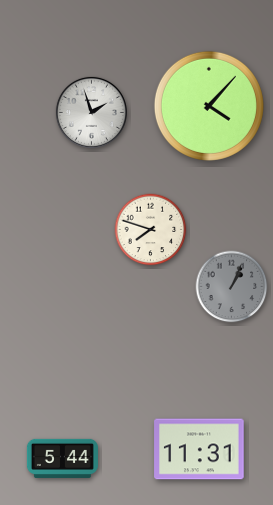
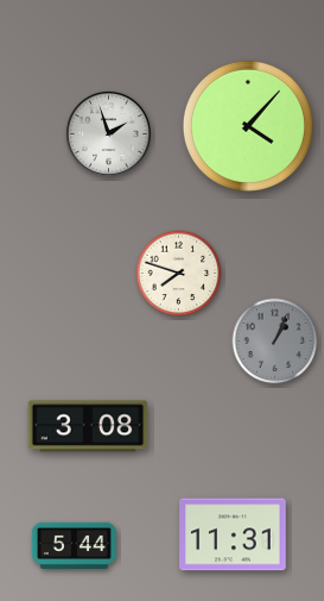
clock at (88, 426): none -> 3:08
clock at (199, 449) position: (199, 449) -> (233, 534)
